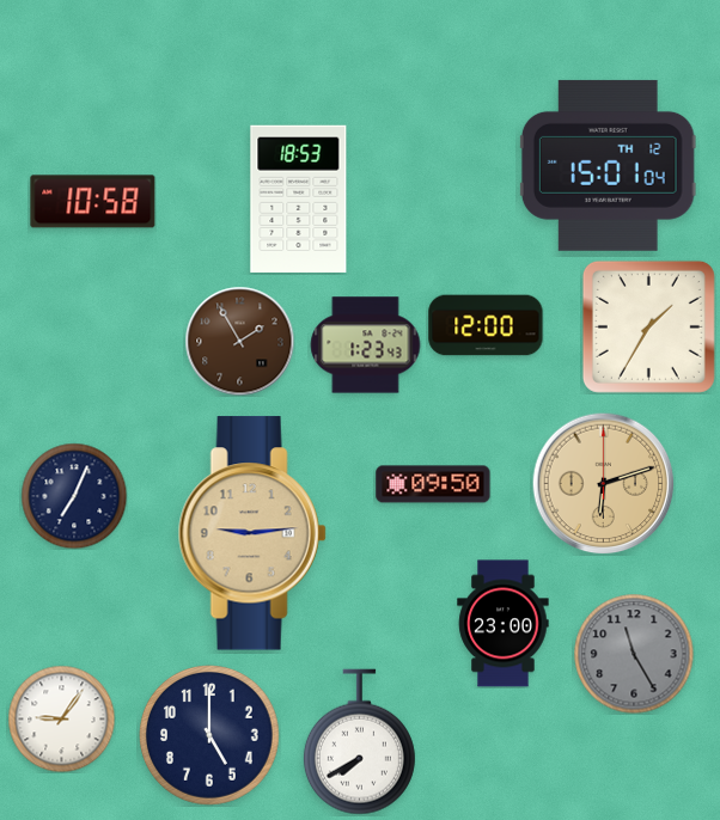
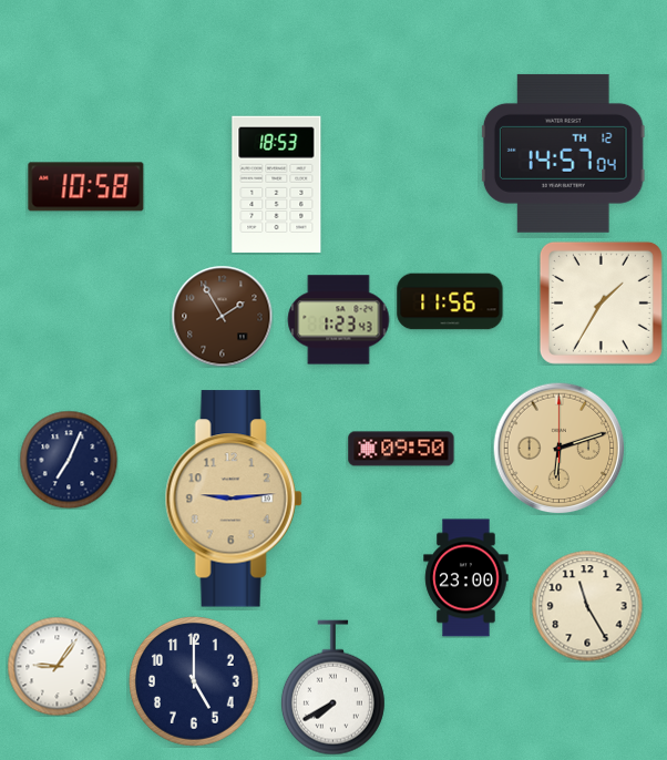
clock at (608, 165): 15:01 -> 14:57
clock at (486, 325): 12:00 -> 11:56
clock at (252, 533) position: (252, 533) -> (234, 499)
clock at (634, 654) dial: grey -> cream
